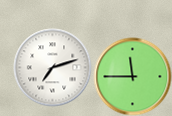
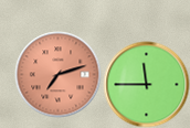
clock at (52, 67) dial: white -> salmon
